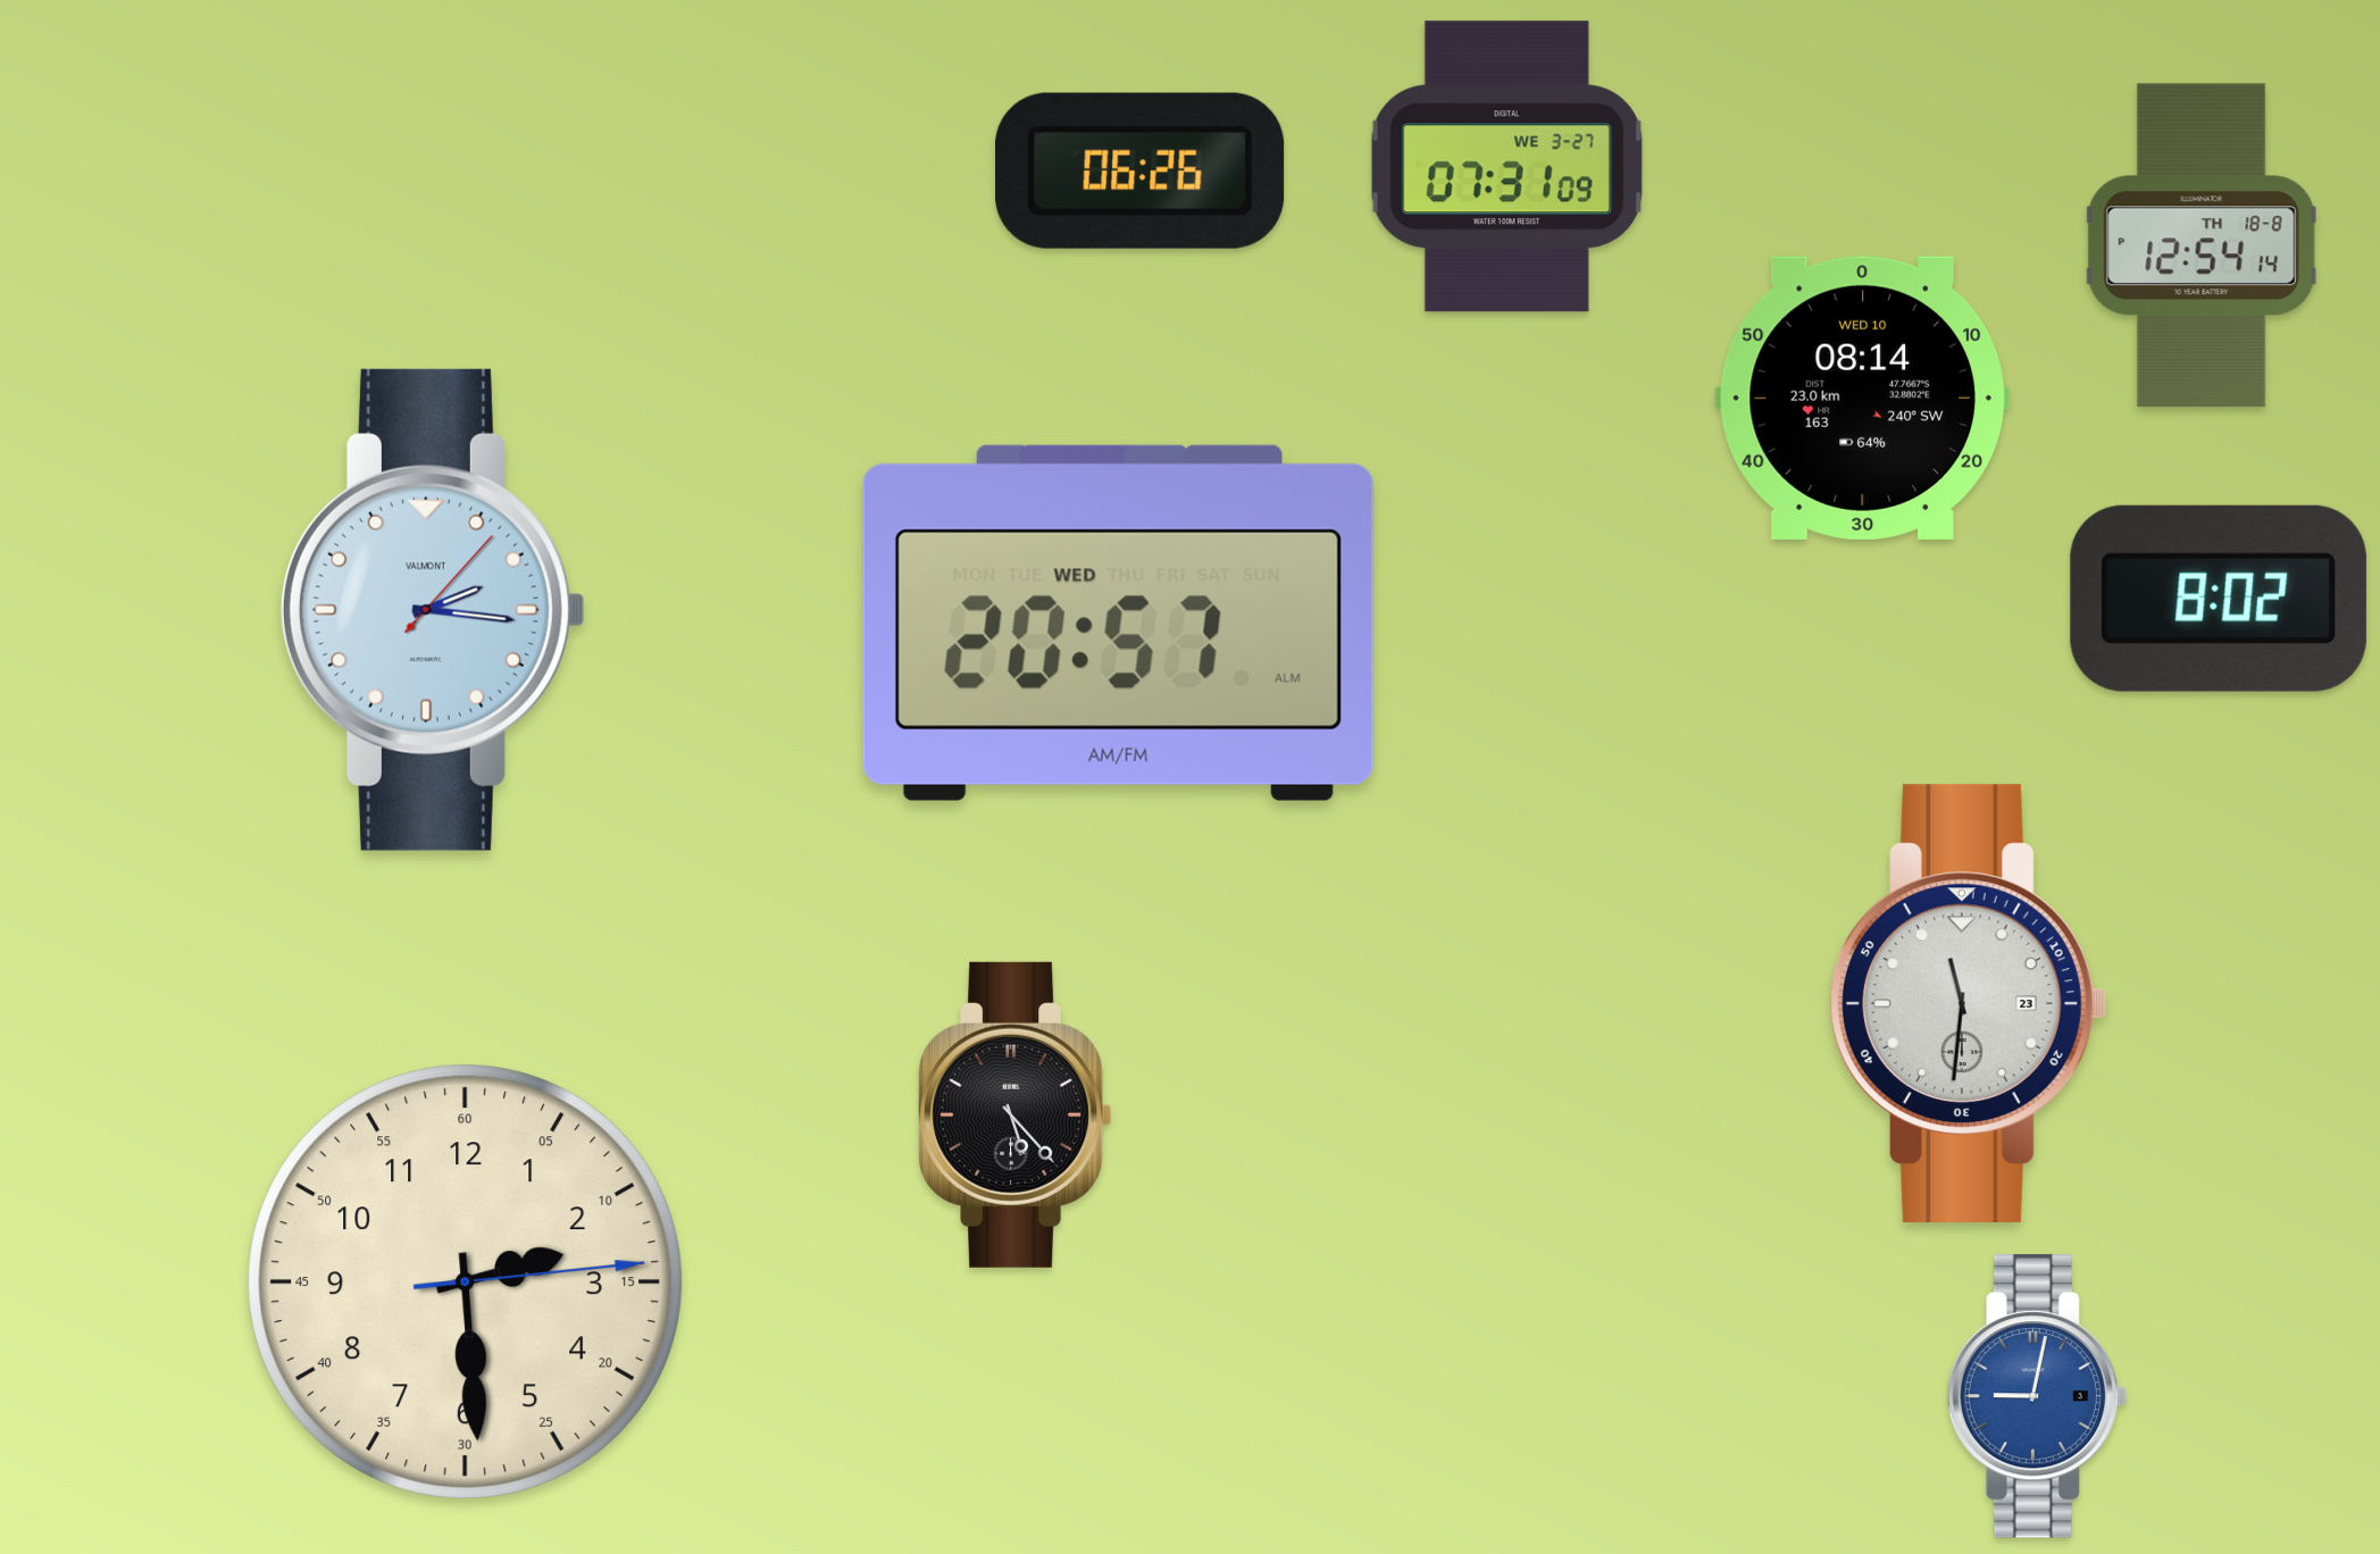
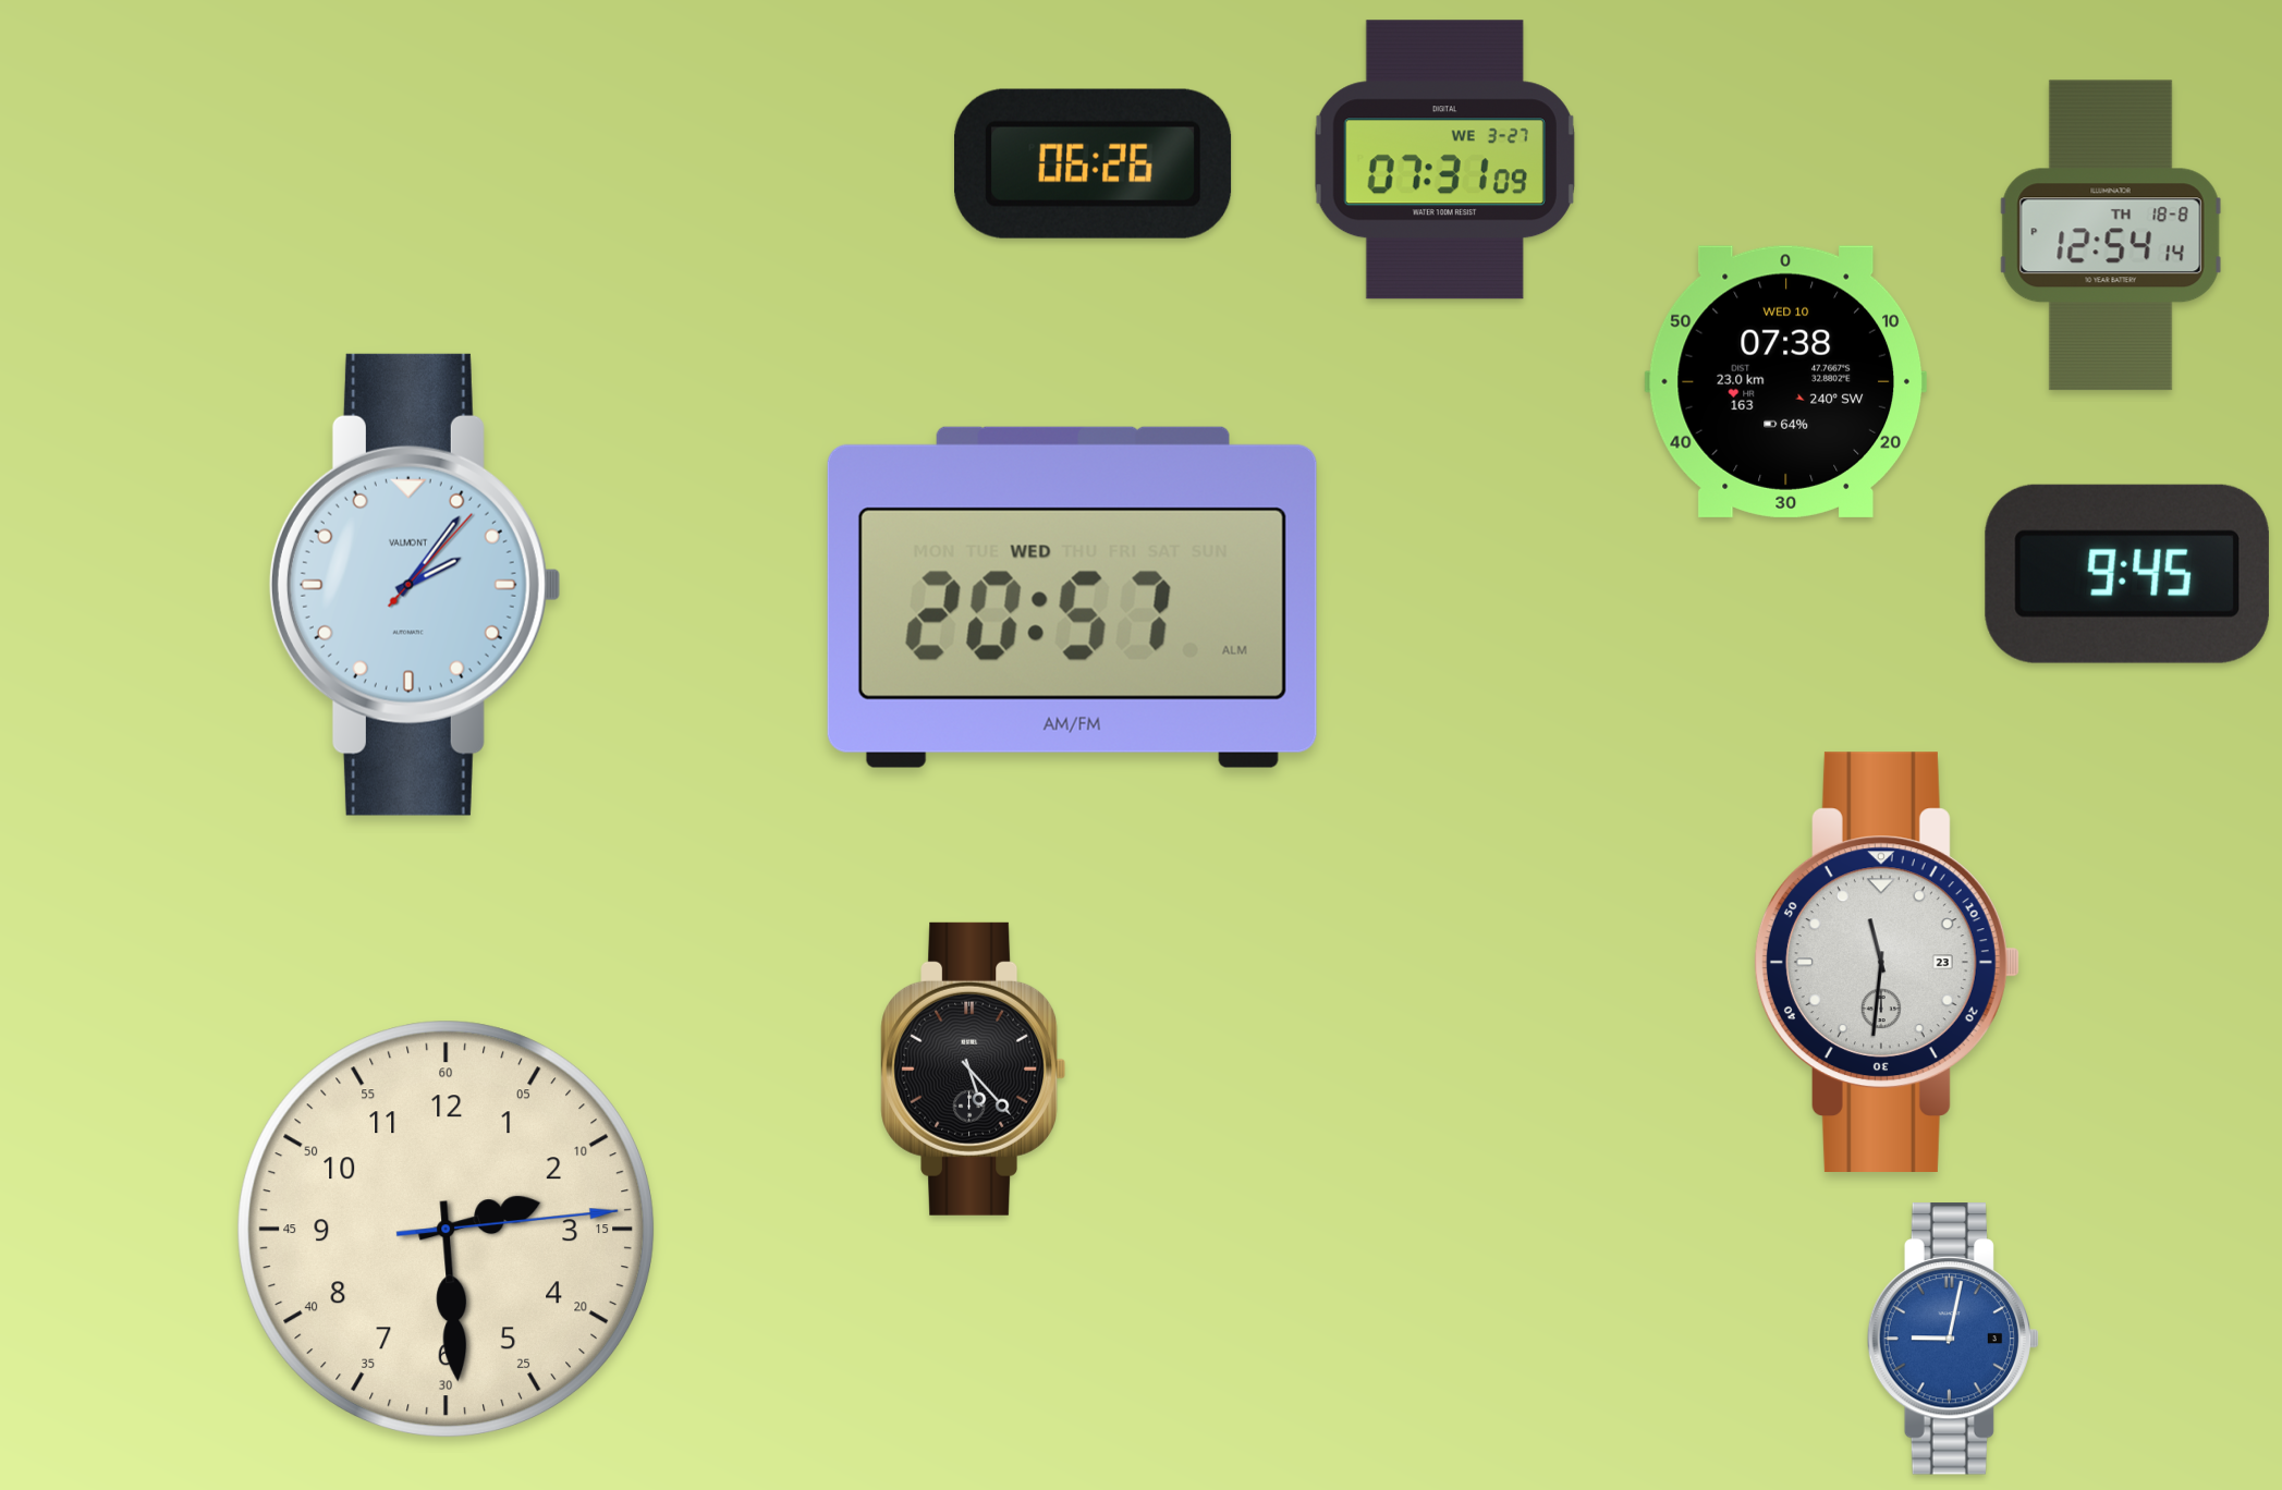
clock at (1862, 398): 08:14 -> 07:38
clock at (2219, 599): 8:02 -> 9:45
clock at (433, 610): 2:16 -> 2:06
